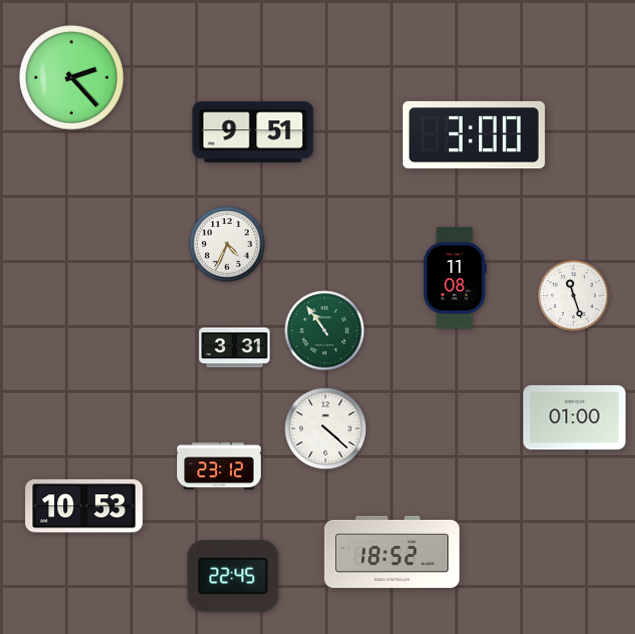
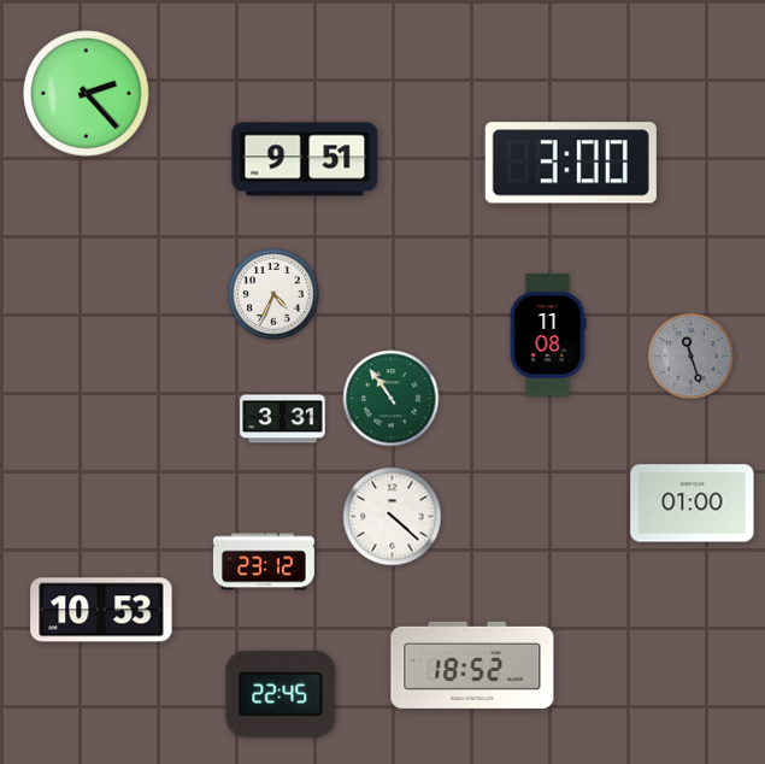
clock at (573, 295) dial: white -> grey
